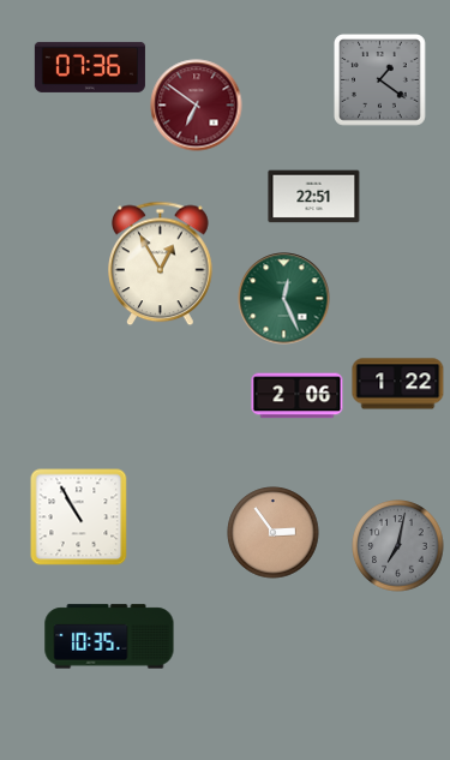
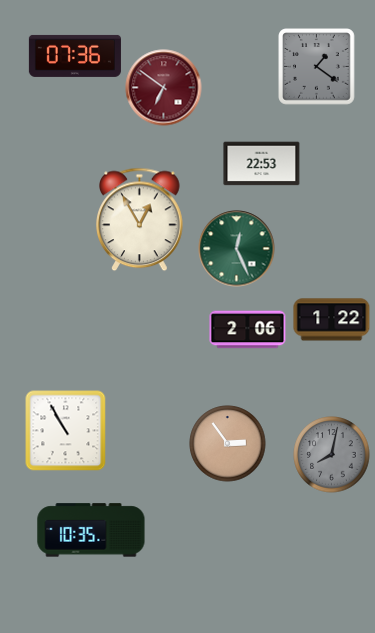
clock at (314, 197): 22:51 -> 22:53
clock at (161, 264) position: (161, 264) -> (140, 220)
clock at (398, 546): 7:02 -> 8:02
